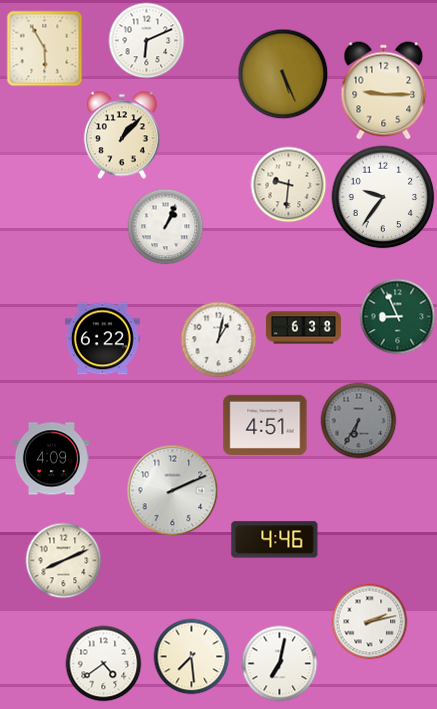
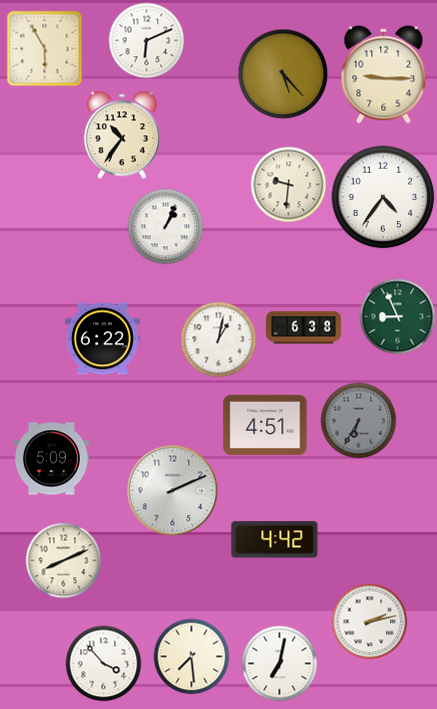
clock at (283, 74): 5:26 -> 5:23
clock at (384, 91) position: (384, 91) -> (384, 75)
clock at (122, 135): 1:07 -> 10:36
clock at (383, 197): 9:36 -> 4:36
clock at (51, 459): 4:09 -> 5:09
clock at (275, 540): 4:46 -> 4:42
clock at (104, 664): 4:39 -> 3:53
